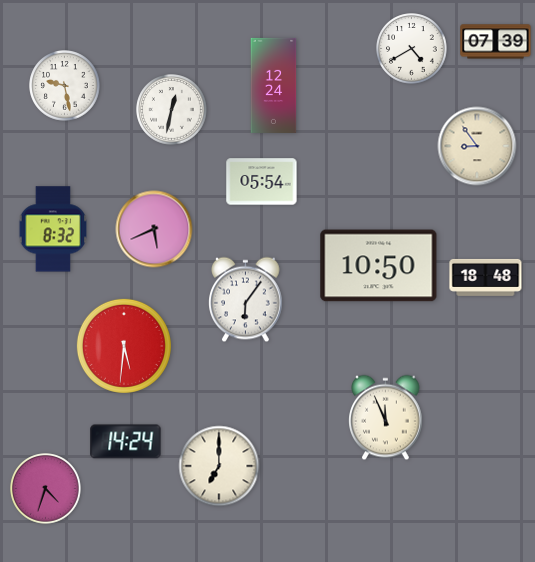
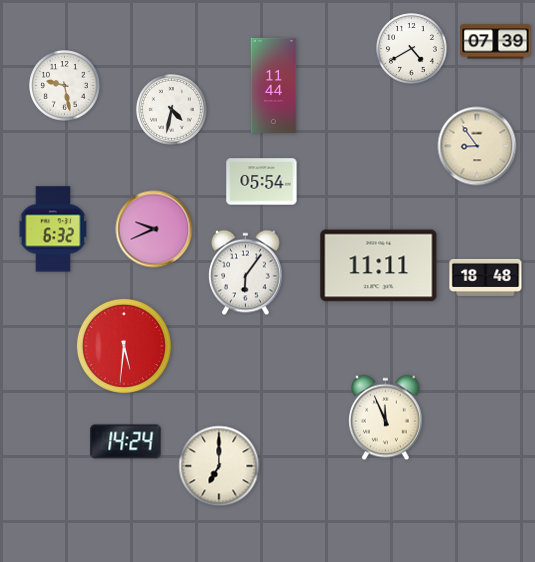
clock at (274, 85): 12:24 -> 11:44
clock at (172, 110): 12:32 -> 4:32
clock at (53, 229): 8:32 -> 6:32
clock at (154, 229): 5:41 -> 9:41
clock at (379, 266): 10:50 -> 11:11
clock at (246, 300) position: (246, 300) -> (246, 273)
clock at (46, 489): 4:33 -> none
